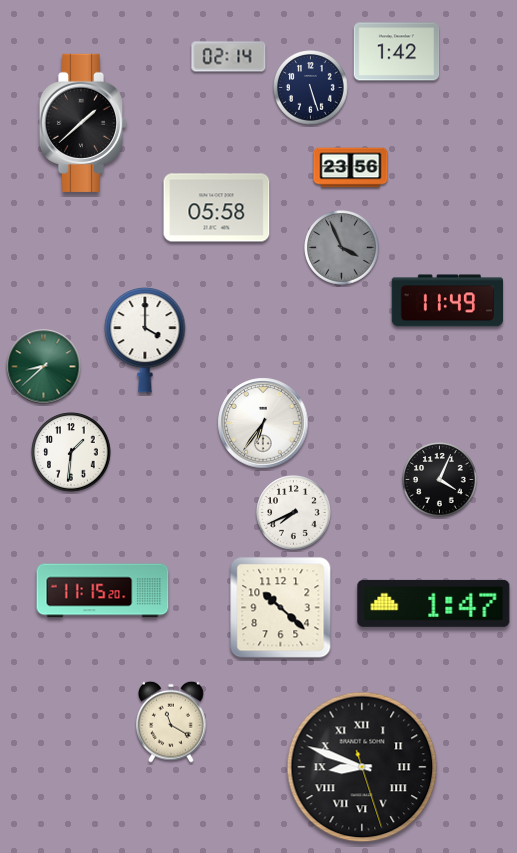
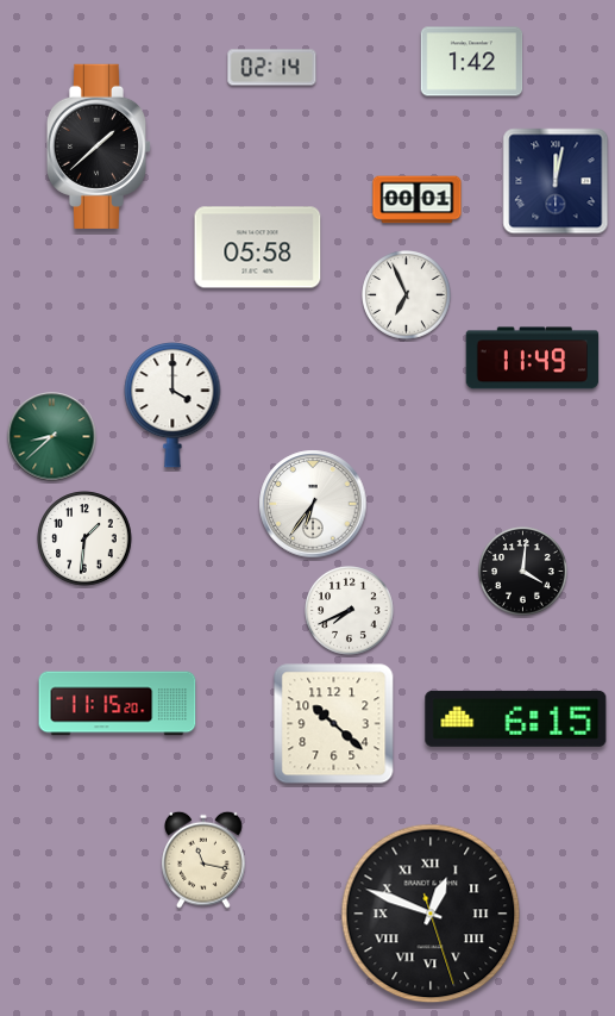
clock at (311, 88): 5:27 -> none
clock at (556, 181): none -> 12:02
clock at (351, 168): 23:56 -> 00:01
clock at (342, 248): 3:56 -> 6:56
clock at (342, 248) dial: grey -> white
clock at (440, 480): 4:04 -> 4:01
clock at (103, 591) position: (103, 591) -> (118, 704)
clock at (434, 603): 1:47 -> 6:15
clock at (171, 722): 11:20 -> 11:17
clock at (362, 767): 8:48 -> 12:48
